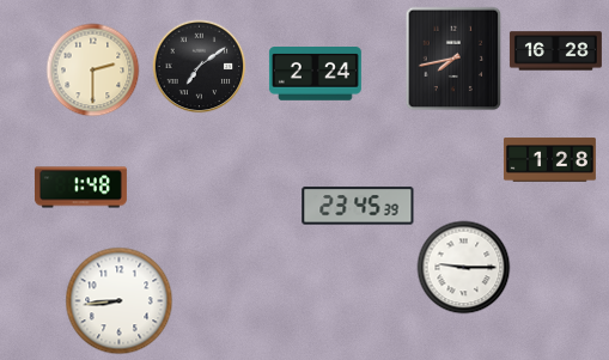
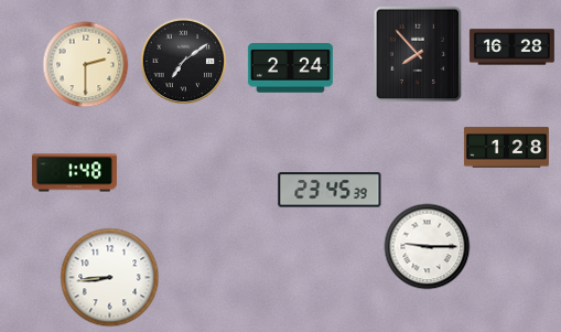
clock at (453, 59): 7:43 -> 7:53
